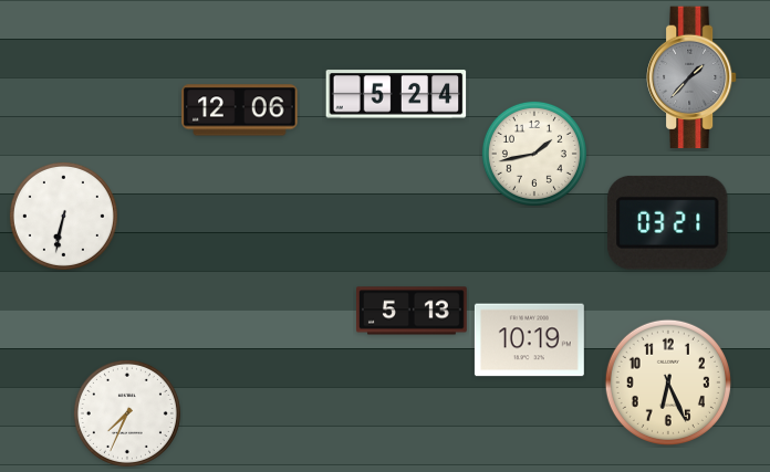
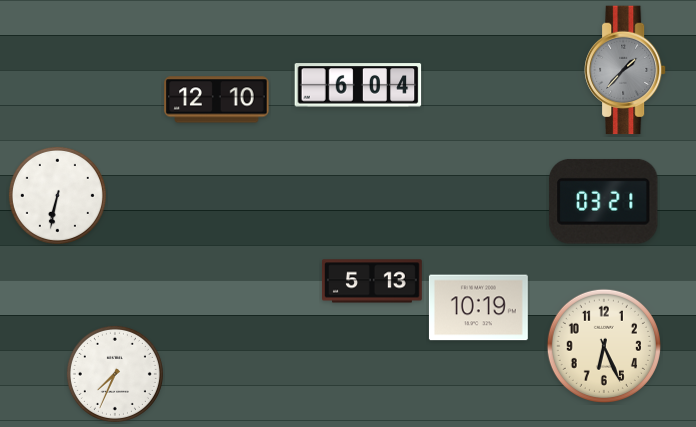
clock at (396, 94): 5:24 -> 6:04
clock at (240, 111): 12:06 -> 12:10
clock at (534, 154): 1:43 -> none
